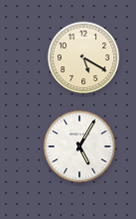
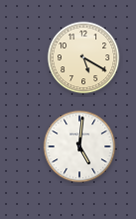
clock at (80, 147): 5:05 -> 5:01
